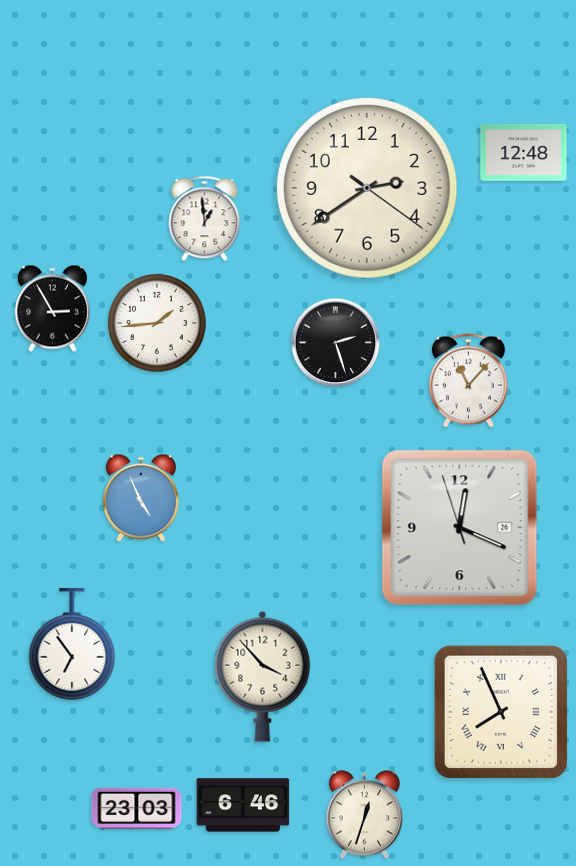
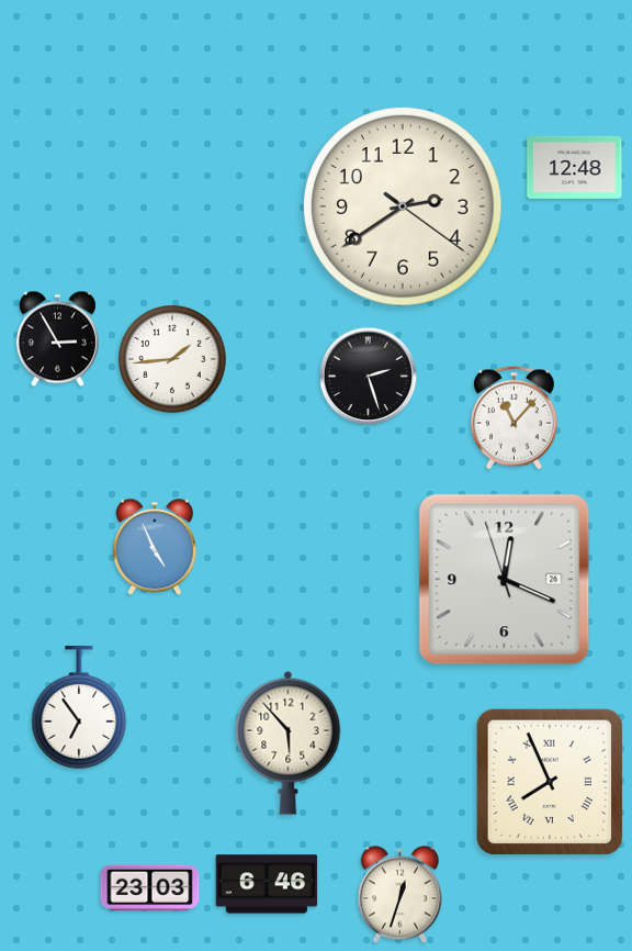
clock at (205, 219): 12:59 -> none
clock at (158, 324) position: (158, 324) -> (173, 360)
clock at (263, 676): 3:53 -> 5:53
